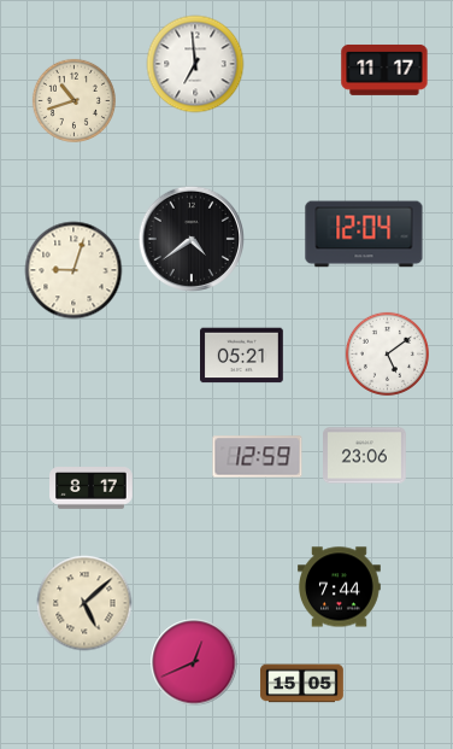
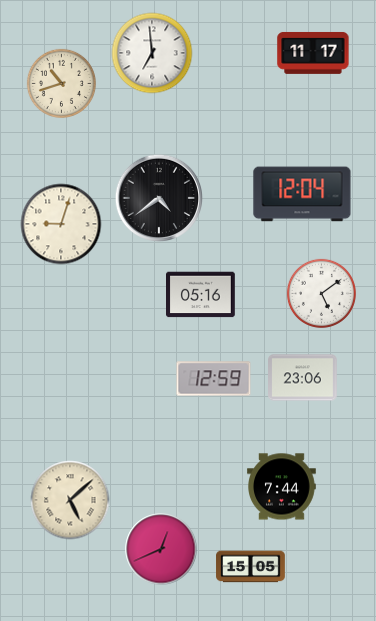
clock at (195, 64) position: (195, 64) -> (152, 53)
clock at (384, 70) position: (384, 70) -> (313, 53)
clock at (242, 356): 05:21 -> 05:16
clock at (92, 488): 8:17 -> none
